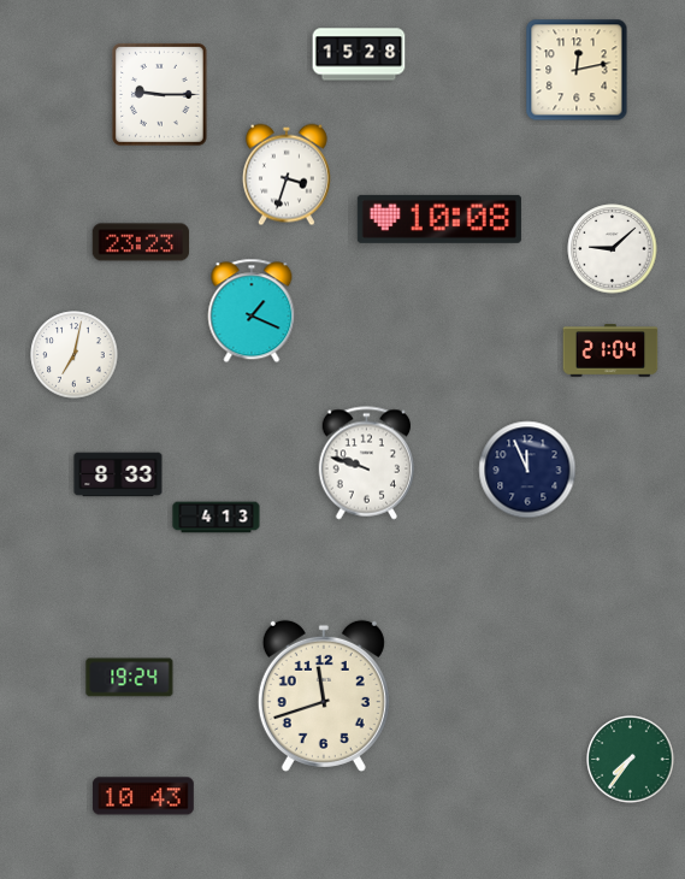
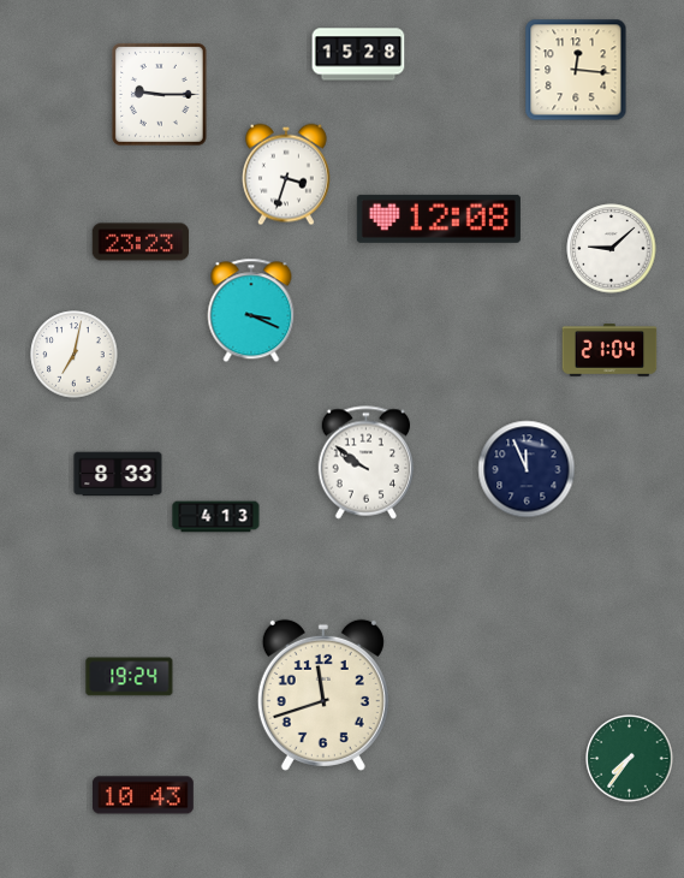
clock at (577, 70): 12:13 -> 12:16
clock at (439, 219): 10:08 -> 12:08
clock at (252, 311): 1:19 -> 3:19
clock at (367, 464): 9:48 -> 9:51
